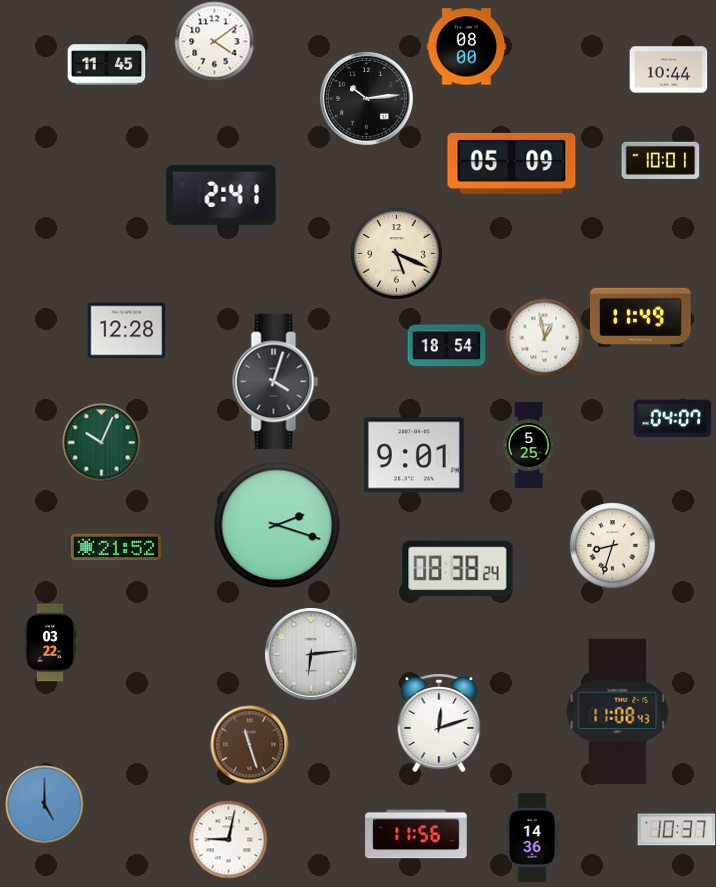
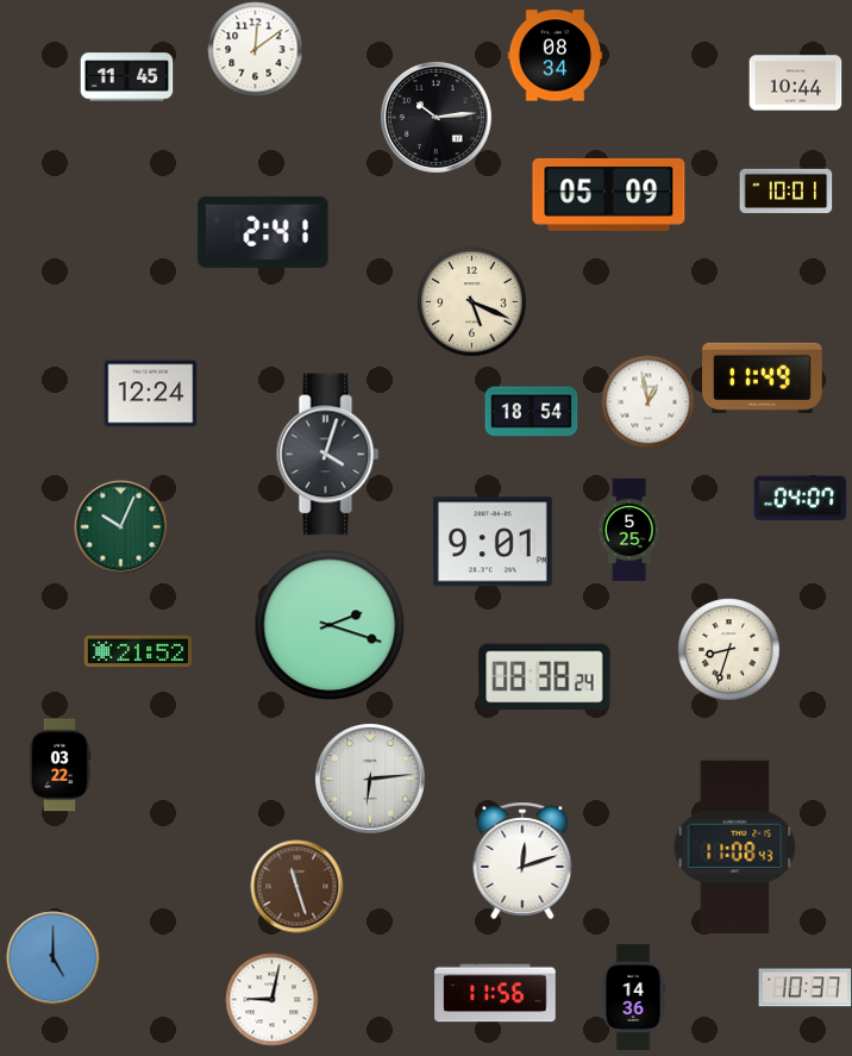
clock at (214, 41): 4:09 -> 12:09
clock at (466, 47): 08:00 -> 08:34
clock at (126, 331): 12:28 -> 12:24
